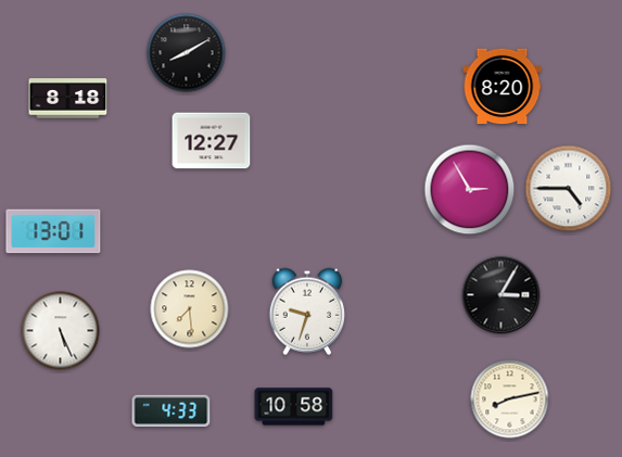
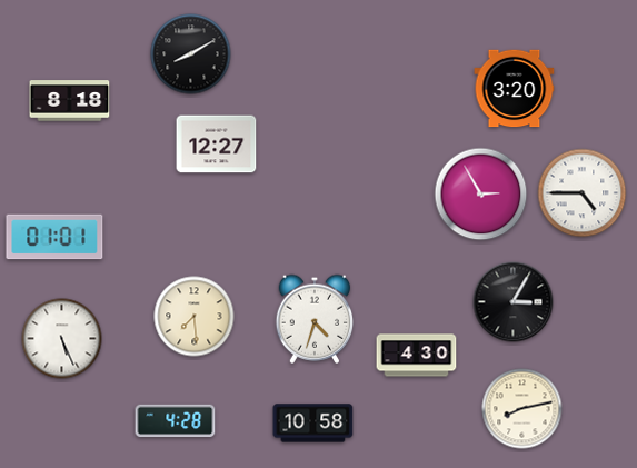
clock at (503, 87): 8:20 -> 3:20
clock at (53, 231): 13:01 -> 01:01
clock at (307, 312): 9:33 -> 4:33
clock at (417, 356): none -> 4:30
clock at (294, 407) position: (294, 407) -> (313, 424)
clock at (172, 411): 4:33 -> 4:28
